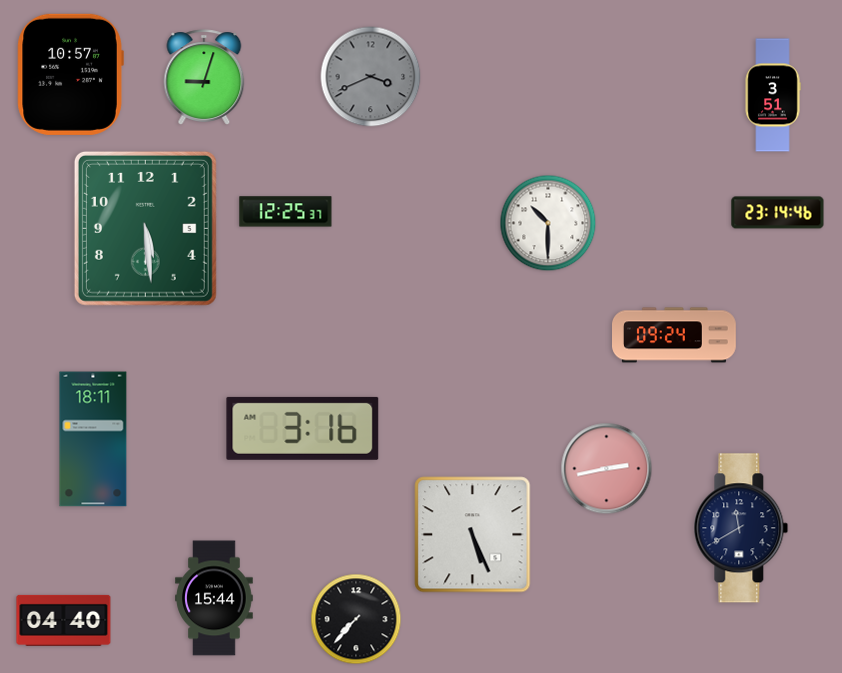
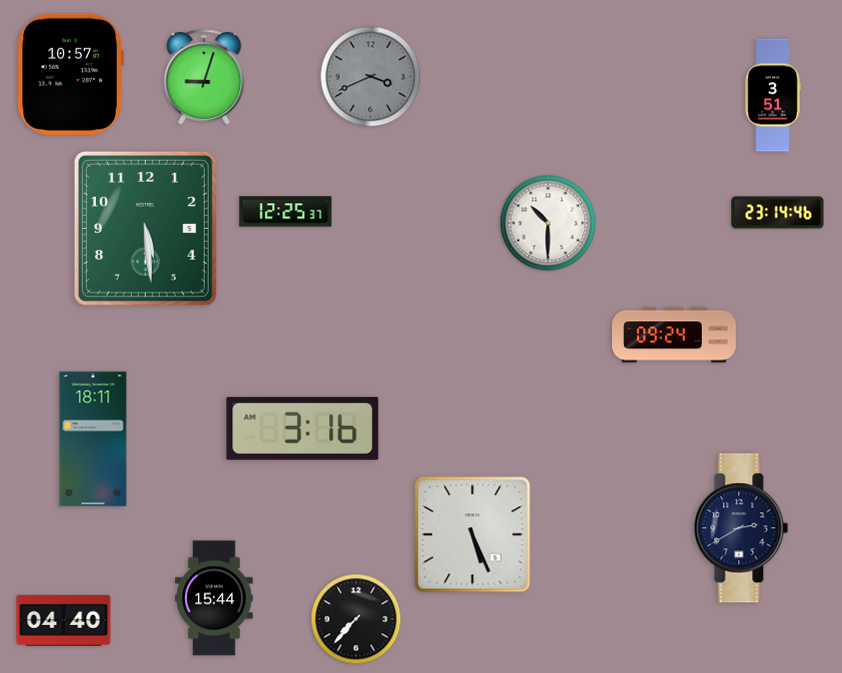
clock at (607, 469): 2:43 -> none
clock at (741, 528): 11:40 -> 2:40
